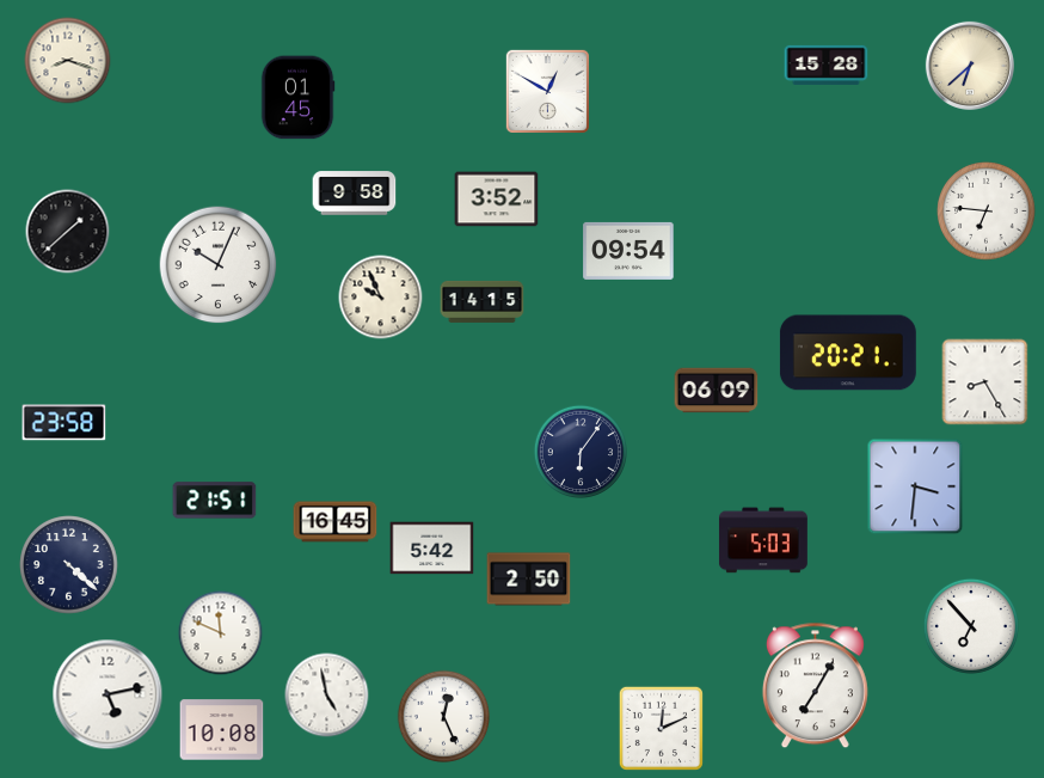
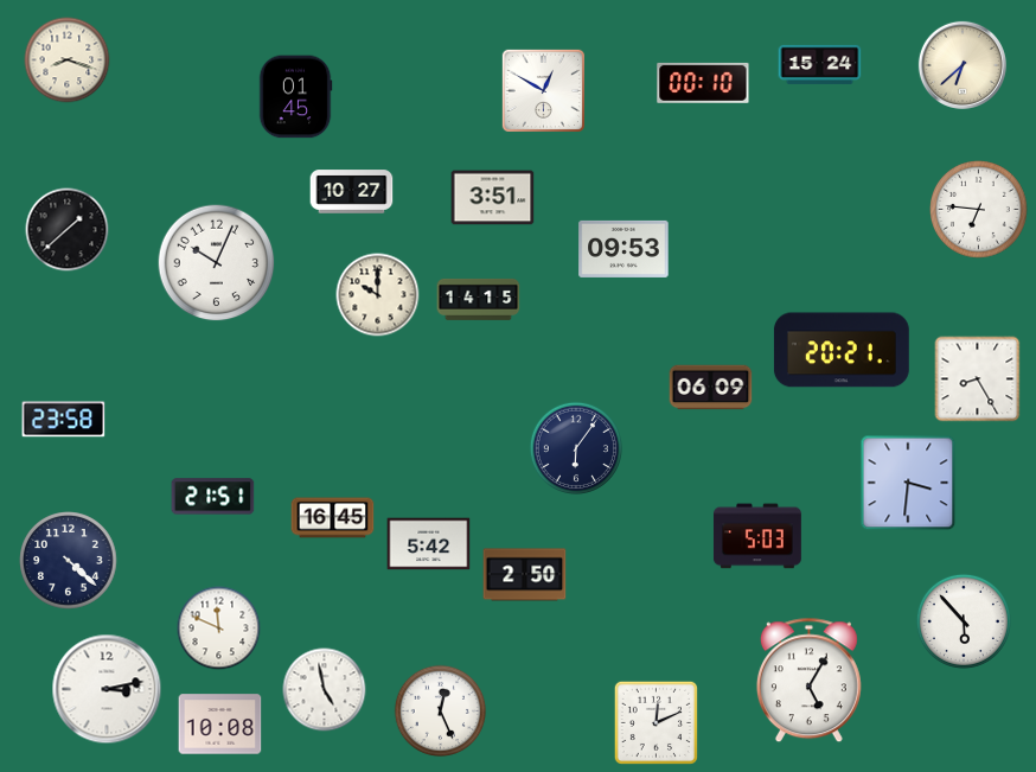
clock at (827, 65): 15:28 -> 15:24
clock at (703, 83): none -> 00:10
clock at (355, 194): 9:58 -> 10:27
clock at (497, 200): 3:52 -> 3:51
clock at (628, 251): 09:54 -> 09:53
clock at (381, 298): 9:56 -> 10:00
clock at (971, 626): 6:53 -> 5:53
clock at (815, 686): 7:05 -> 5:05
clock at (108, 694): 5:13 -> 3:13
